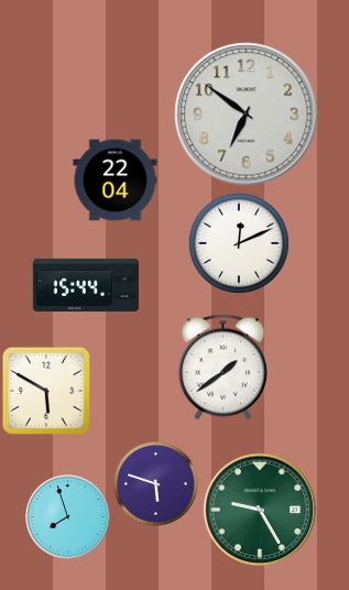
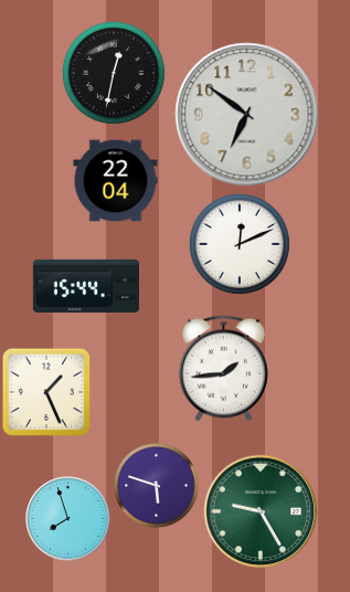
clock at (114, 73): none -> 12:32
clock at (222, 368): 1:39 -> 1:44
clock at (46, 391): 5:50 -> 1:26
